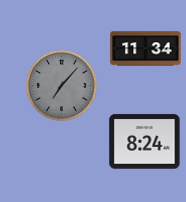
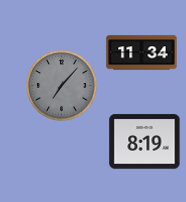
clock at (146, 49) position: (146, 49) -> (142, 53)
clock at (145, 142): 8:24 -> 8:19
